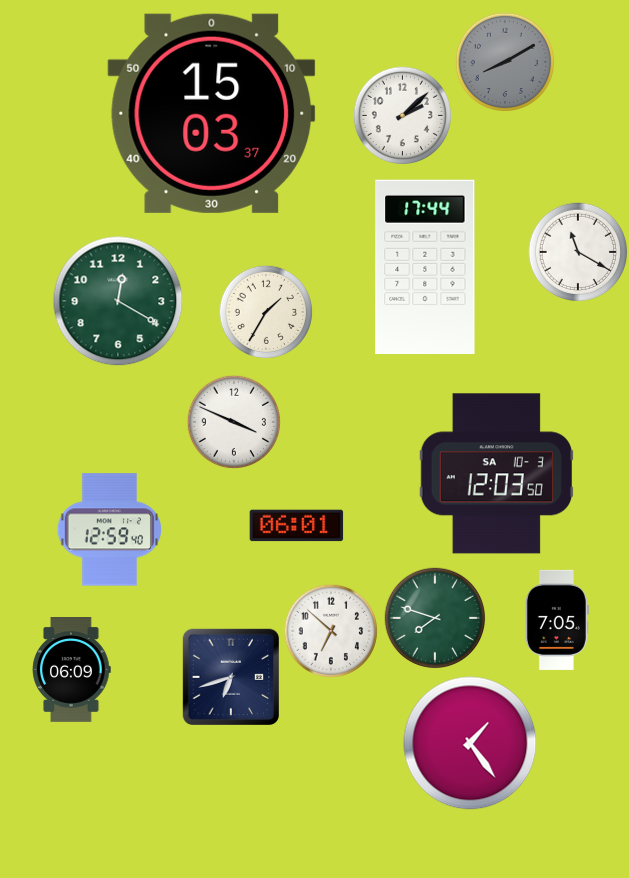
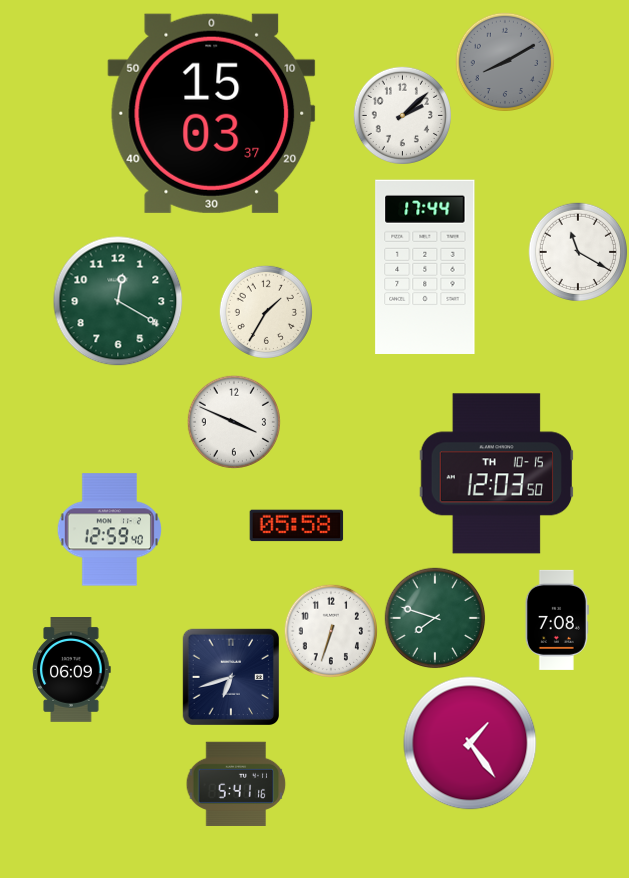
clock at (496, 474) date: SA 10-3 -> TH 10-15
clock at (297, 526): 06:01 -> 05:58
clock at (557, 620): 7:05 -> 7:08
clock at (330, 630): 6:52 -> 6:33
clock at (236, 783): none -> 5:41
